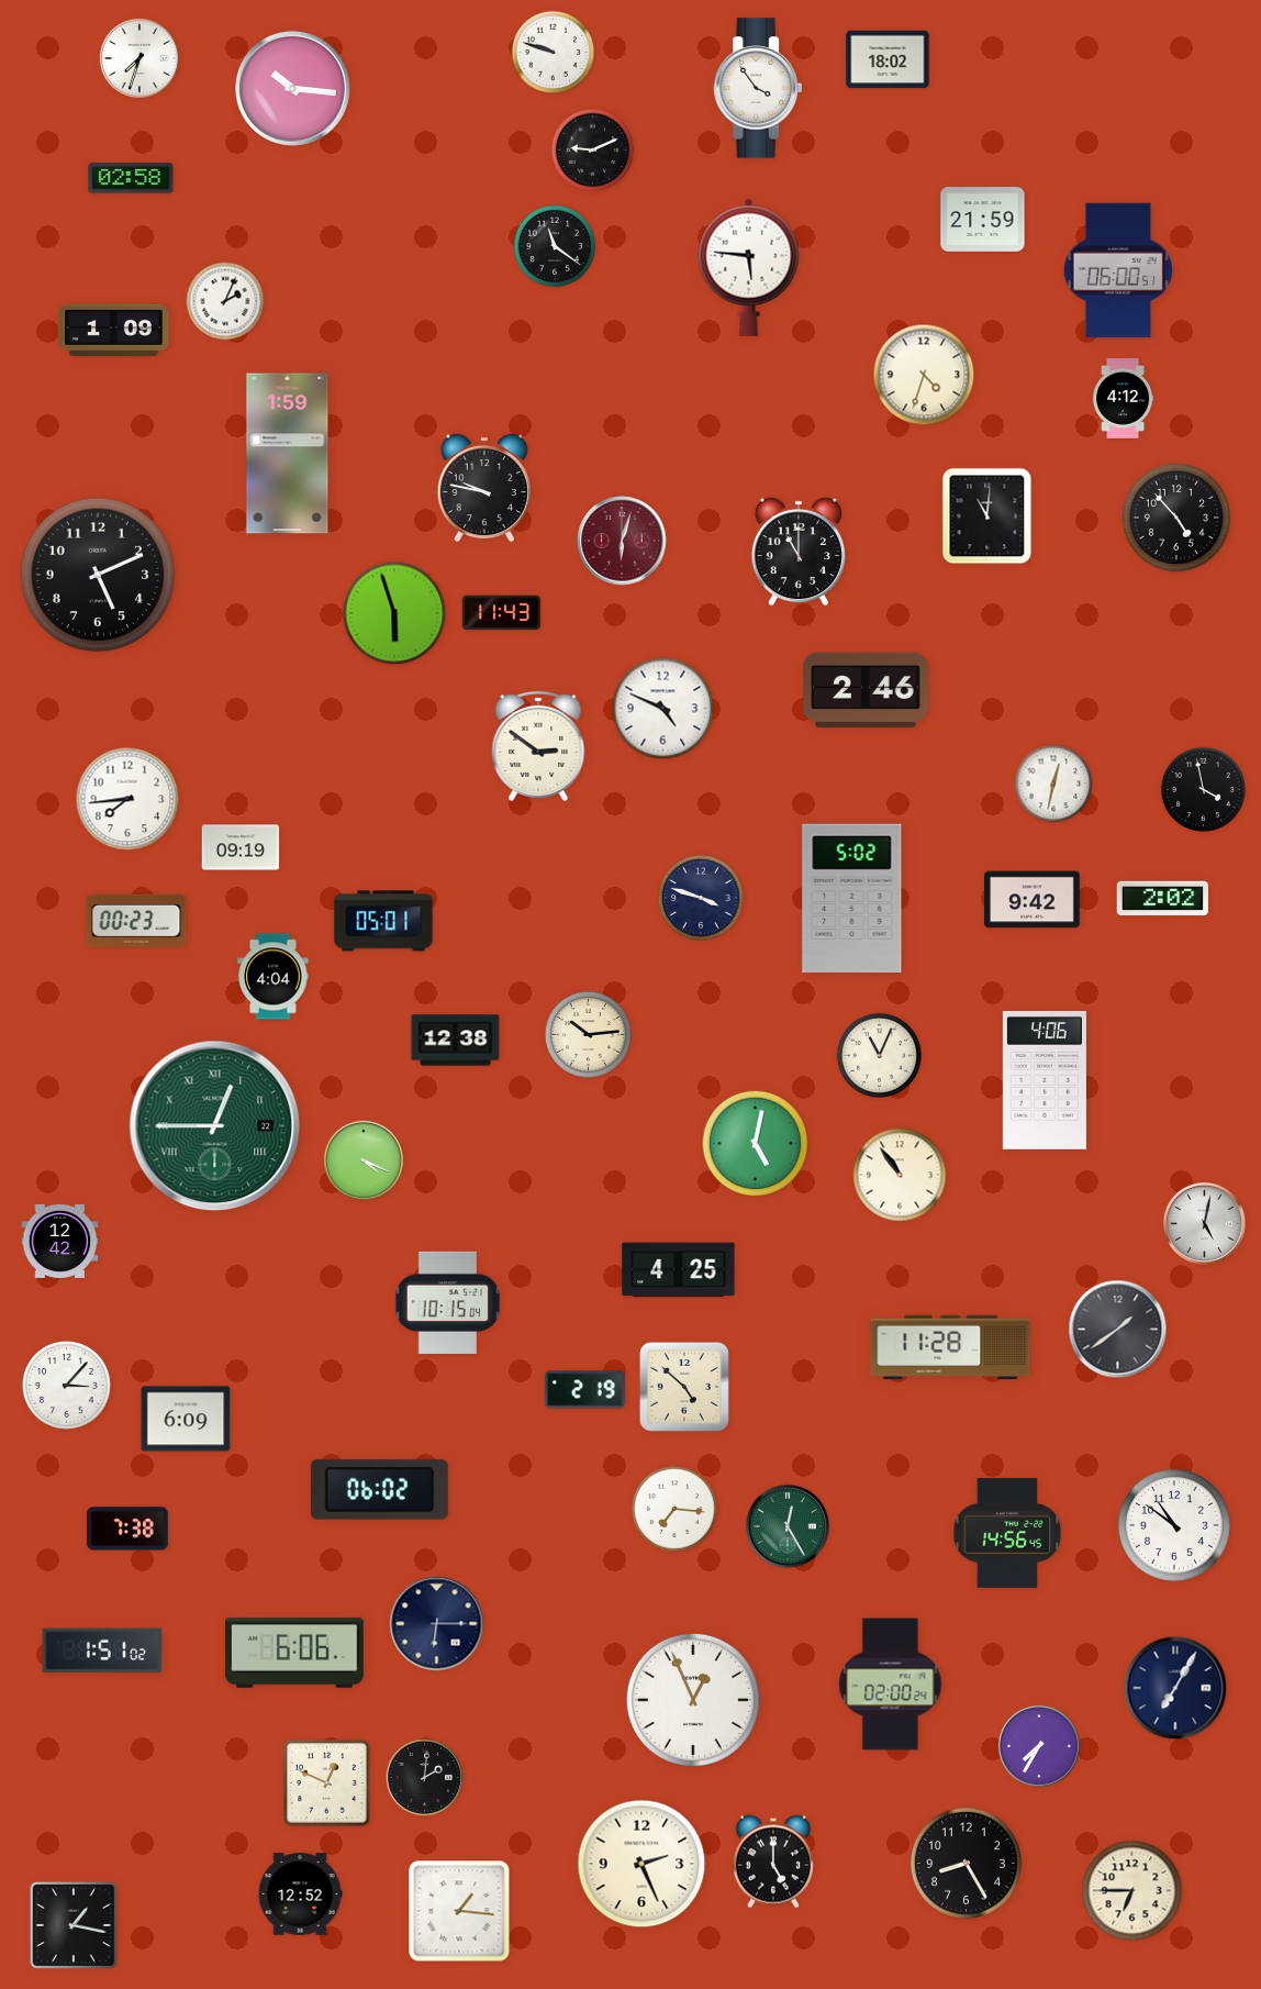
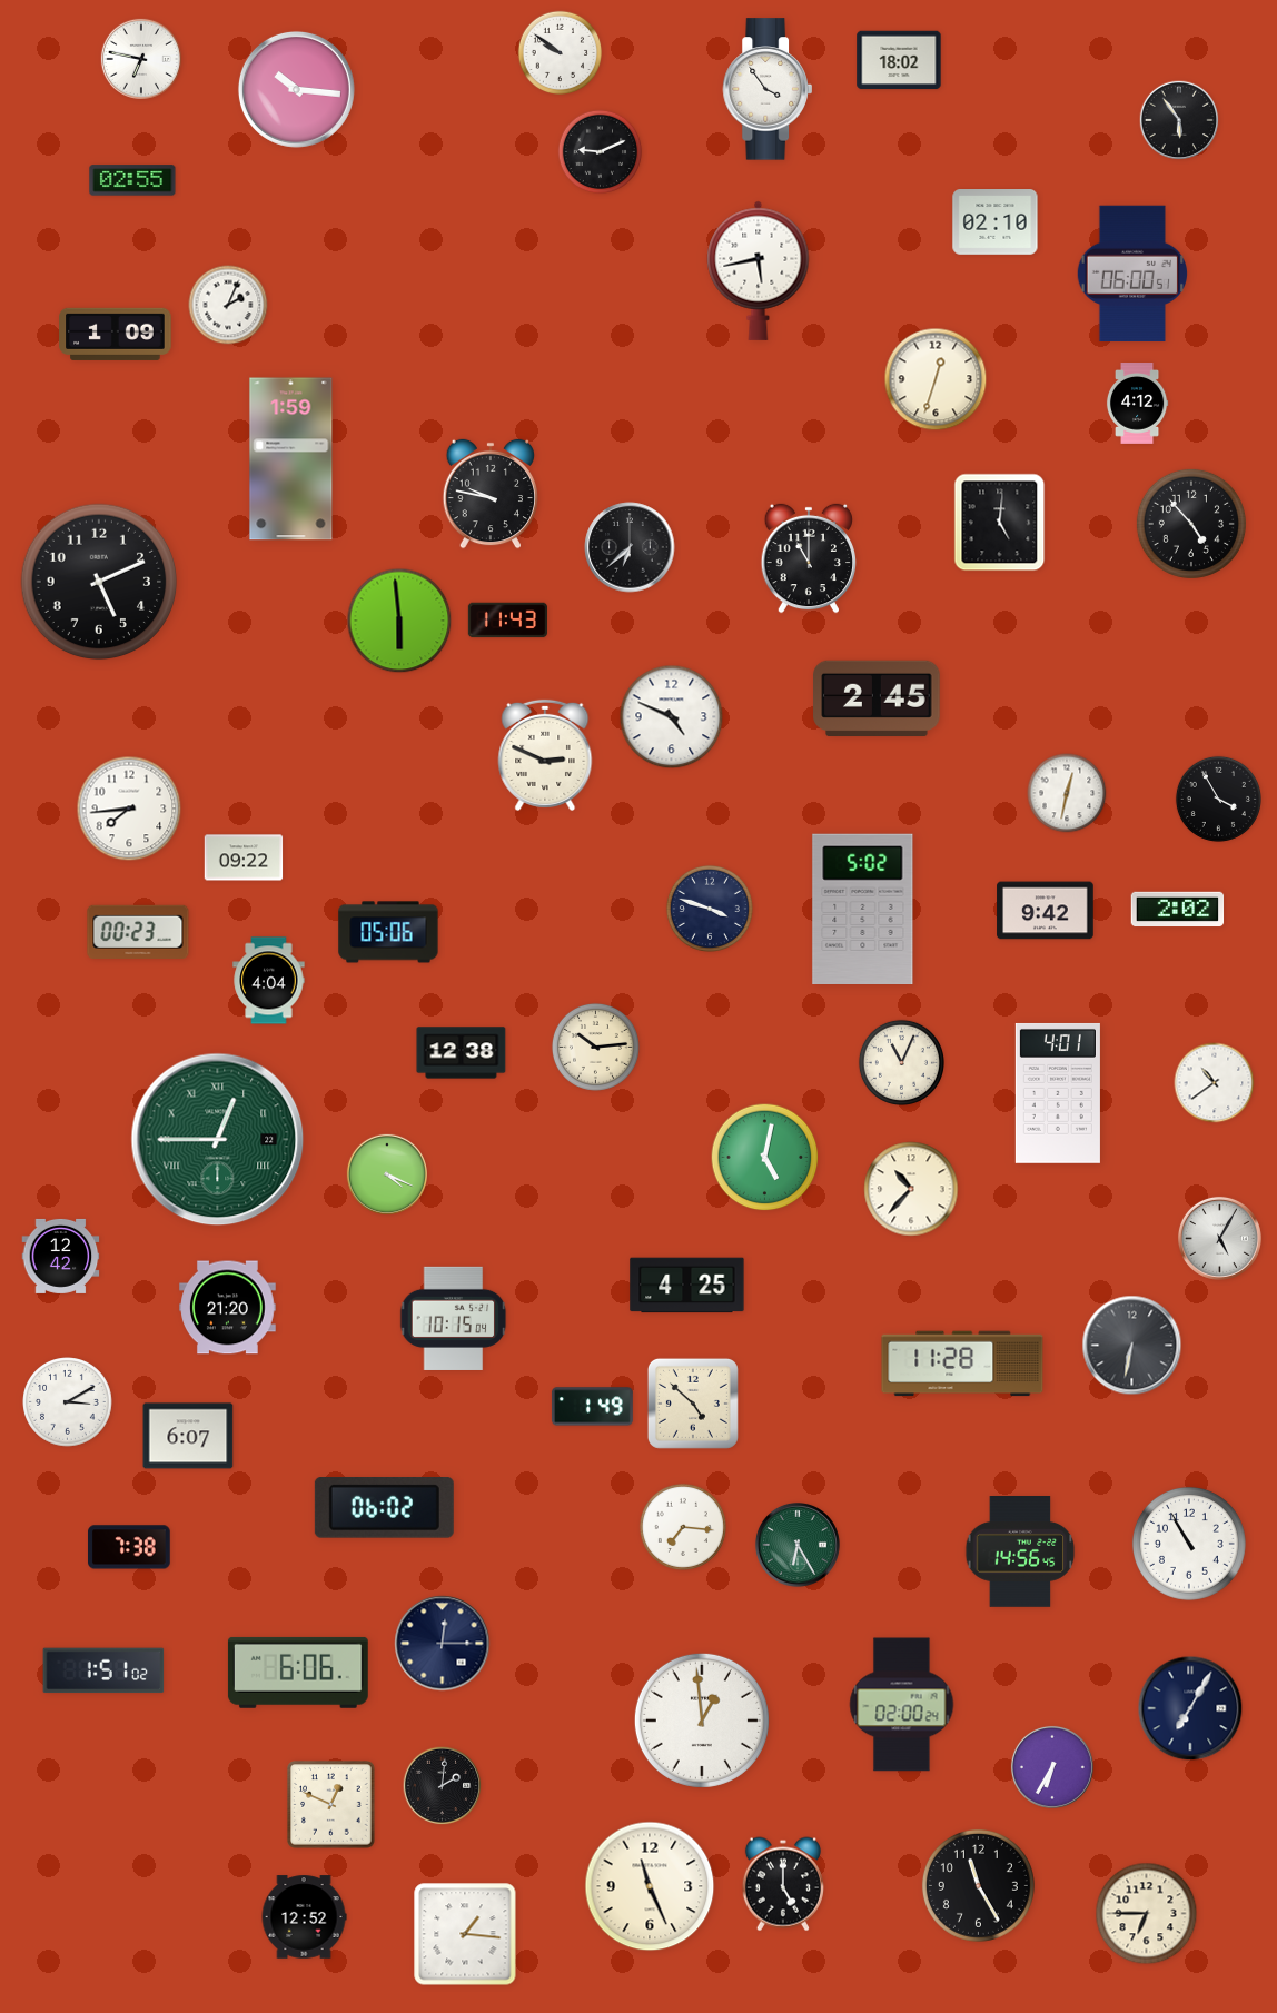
clock at (554, 53): 9:48 -> 9:51
clock at (140, 58): 7:33 -> 6:47
clock at (1179, 120): none -> 5:54
clock at (131, 178): 02:58 -> 02:55
clock at (983, 220): 21:59 -> 02:10
clock at (555, 246): 11:21 -> none
clock at (749, 267): 5:46 -> 5:43
clock at (924, 375): 4:33 -> 12:33
clock at (987, 516): 11:01 -> 5:01
clock at (622, 541): 6:03 -> 6:38
clock at (622, 541) dial: burgundy -> black
clock at (394, 613): 5:57 -> 5:59
clock at (866, 690): 2:46 -> 2:45
clock at (538, 746): 2:51 -> 2:49
clock at (1203, 789): 3:58 -> 3:55
clock at (241, 847): 09:19 -> 09:22
clock at (383, 921): 05:01 -> 05:06
clock at (274, 977) position: (274, 977) -> (269, 981)
clock at (879, 1055) position: (879, 1055) -> (901, 1062)
clock at (1215, 1083): none -> 10:39
clock at (1045, 1080): 4:06 -> 4:01
clock at (364, 1160) position: (364, 1160) -> (387, 1174)
clock at (900, 1175): 10:54 -> 10:37
clock at (1204, 1223): 5:02 -> 5:05
clock at (228, 1308): none -> 21:20
clock at (1118, 1330): 1:39 -> 6:32
clock at (67, 1386): 3:07 -> 3:10
clock at (584, 1390): 2:19 -> 1:49
clock at (186, 1419): 6:09 -> 6:07
clock at (1174, 1525): 10:51 -> 10:55
clock at (788, 1526): 12:25 -> 6:25
clock at (437, 1624): 6:15 -> 12:15
clock at (693, 1700): 12:56 -> 12:59
clock at (1039, 1746): 7:35 -> 6:35
clock at (425, 1778) position: (425, 1778) -> (443, 1786)
clock at (966, 1863): 8:25 -> 11:25
clock at (641, 1864): 2:26 -> 11:26
clock at (74, 1925): 1:17 -> none
